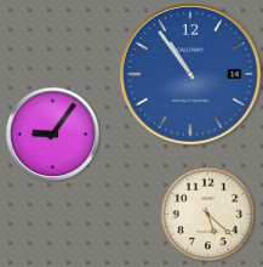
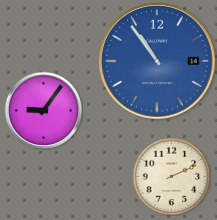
clock at (207, 214): 5:22 -> 2:11
